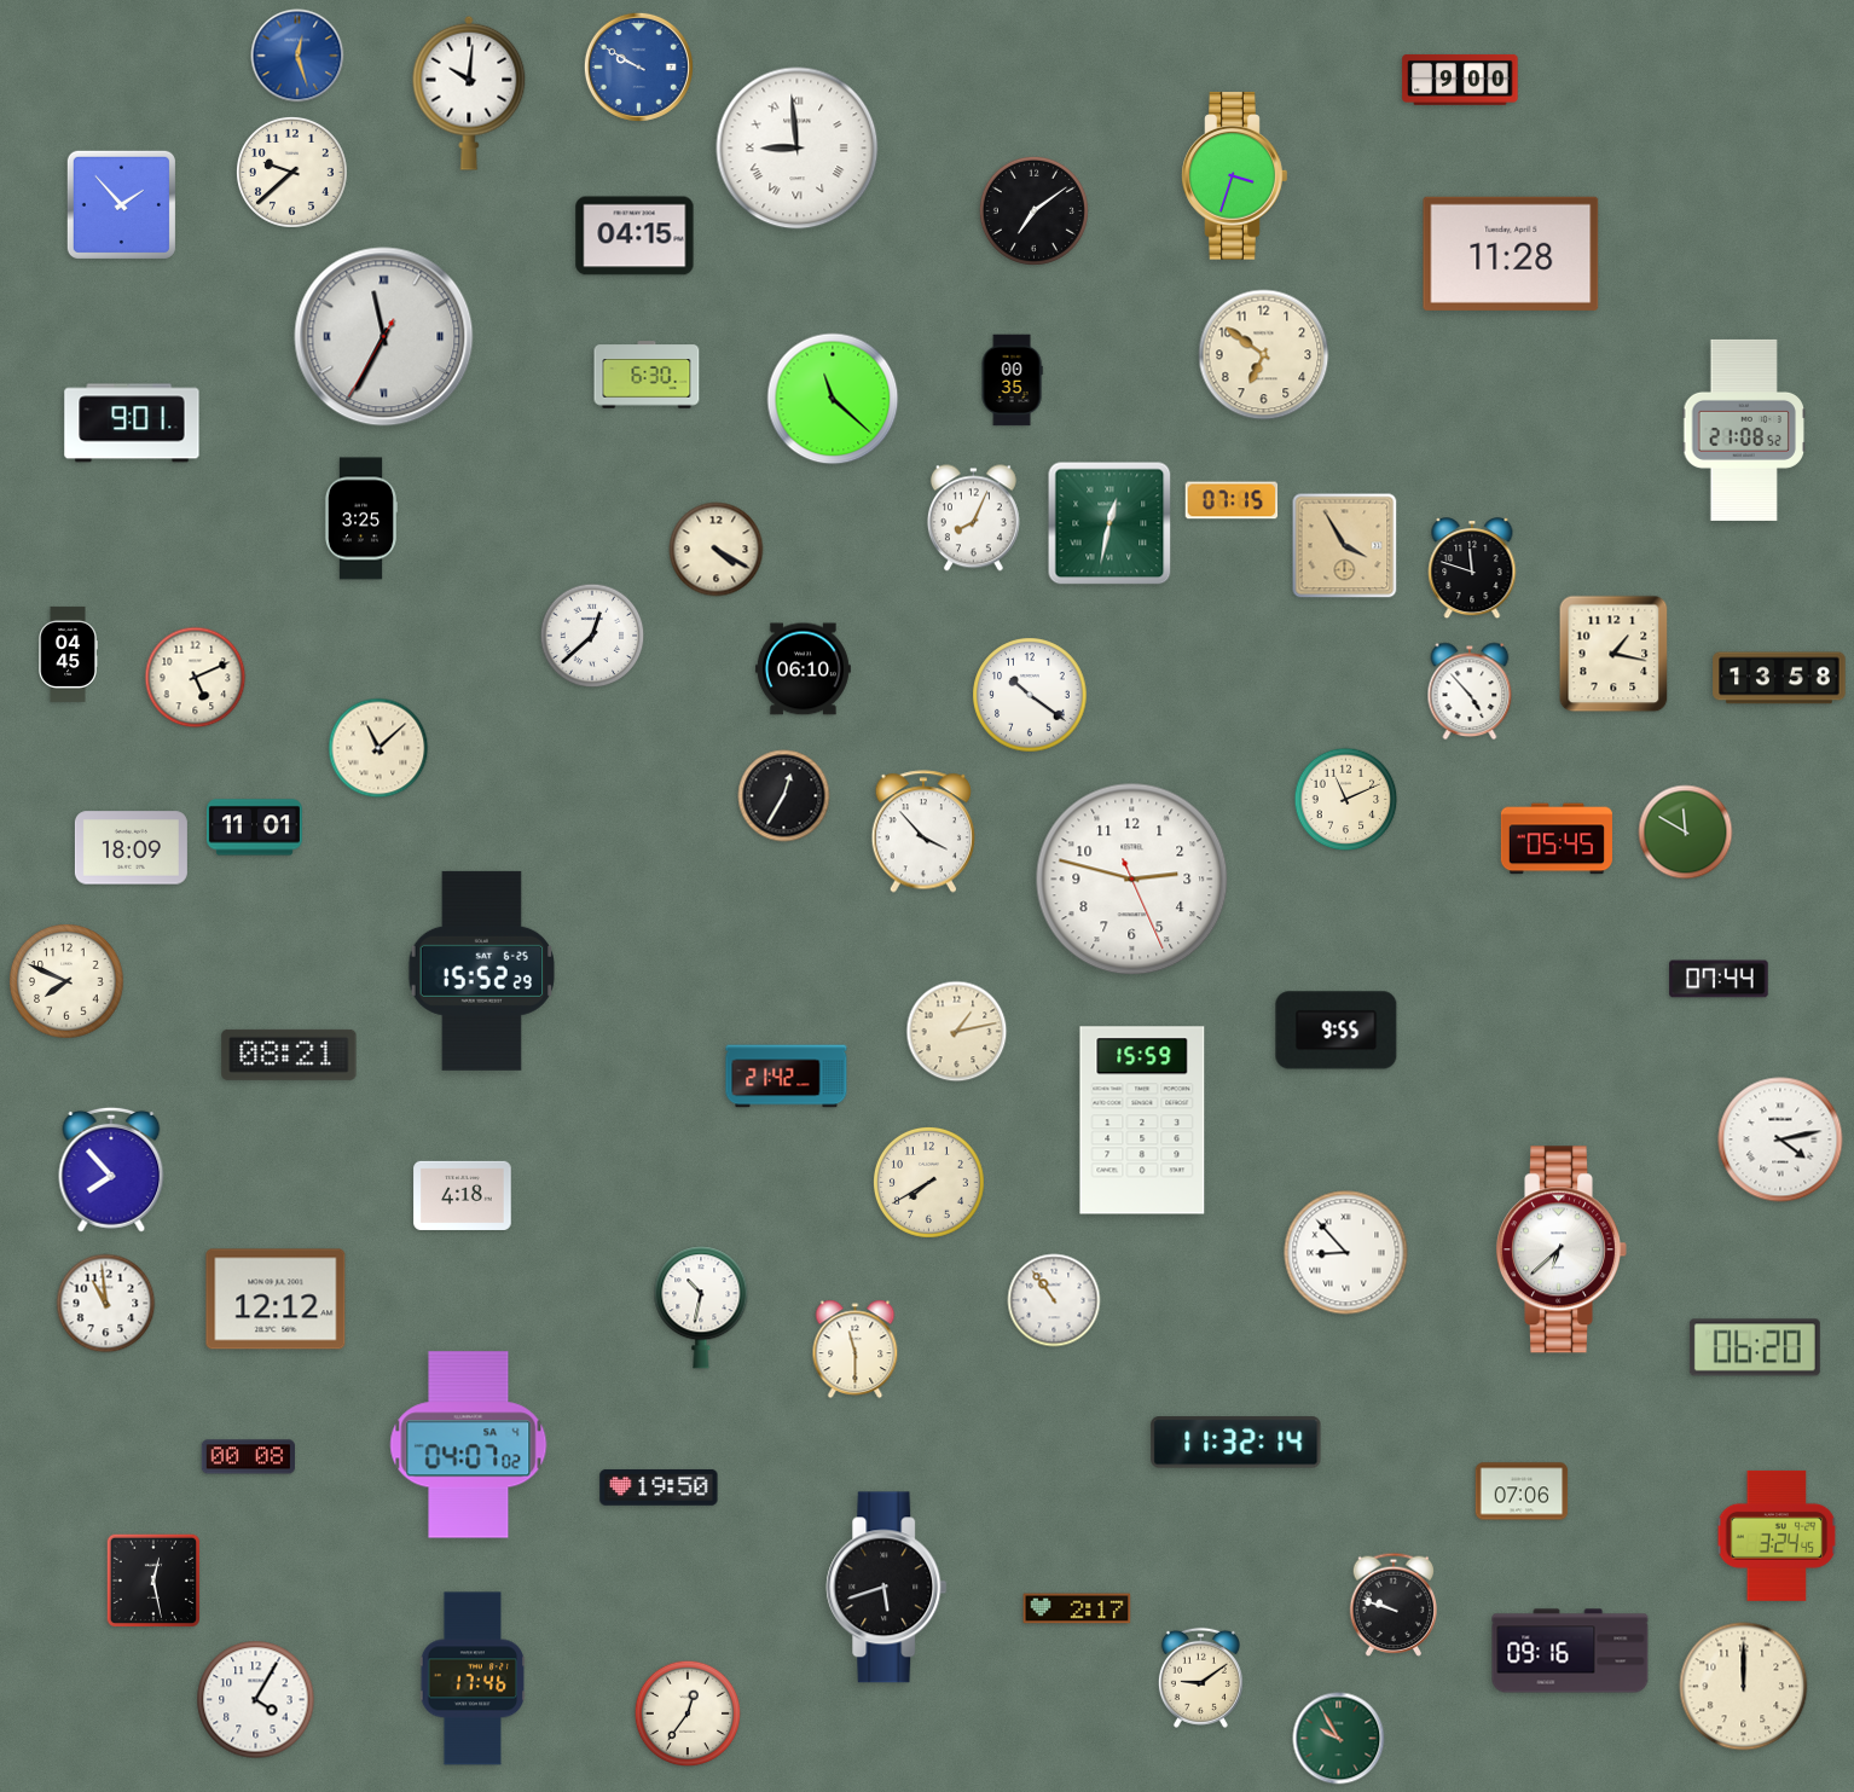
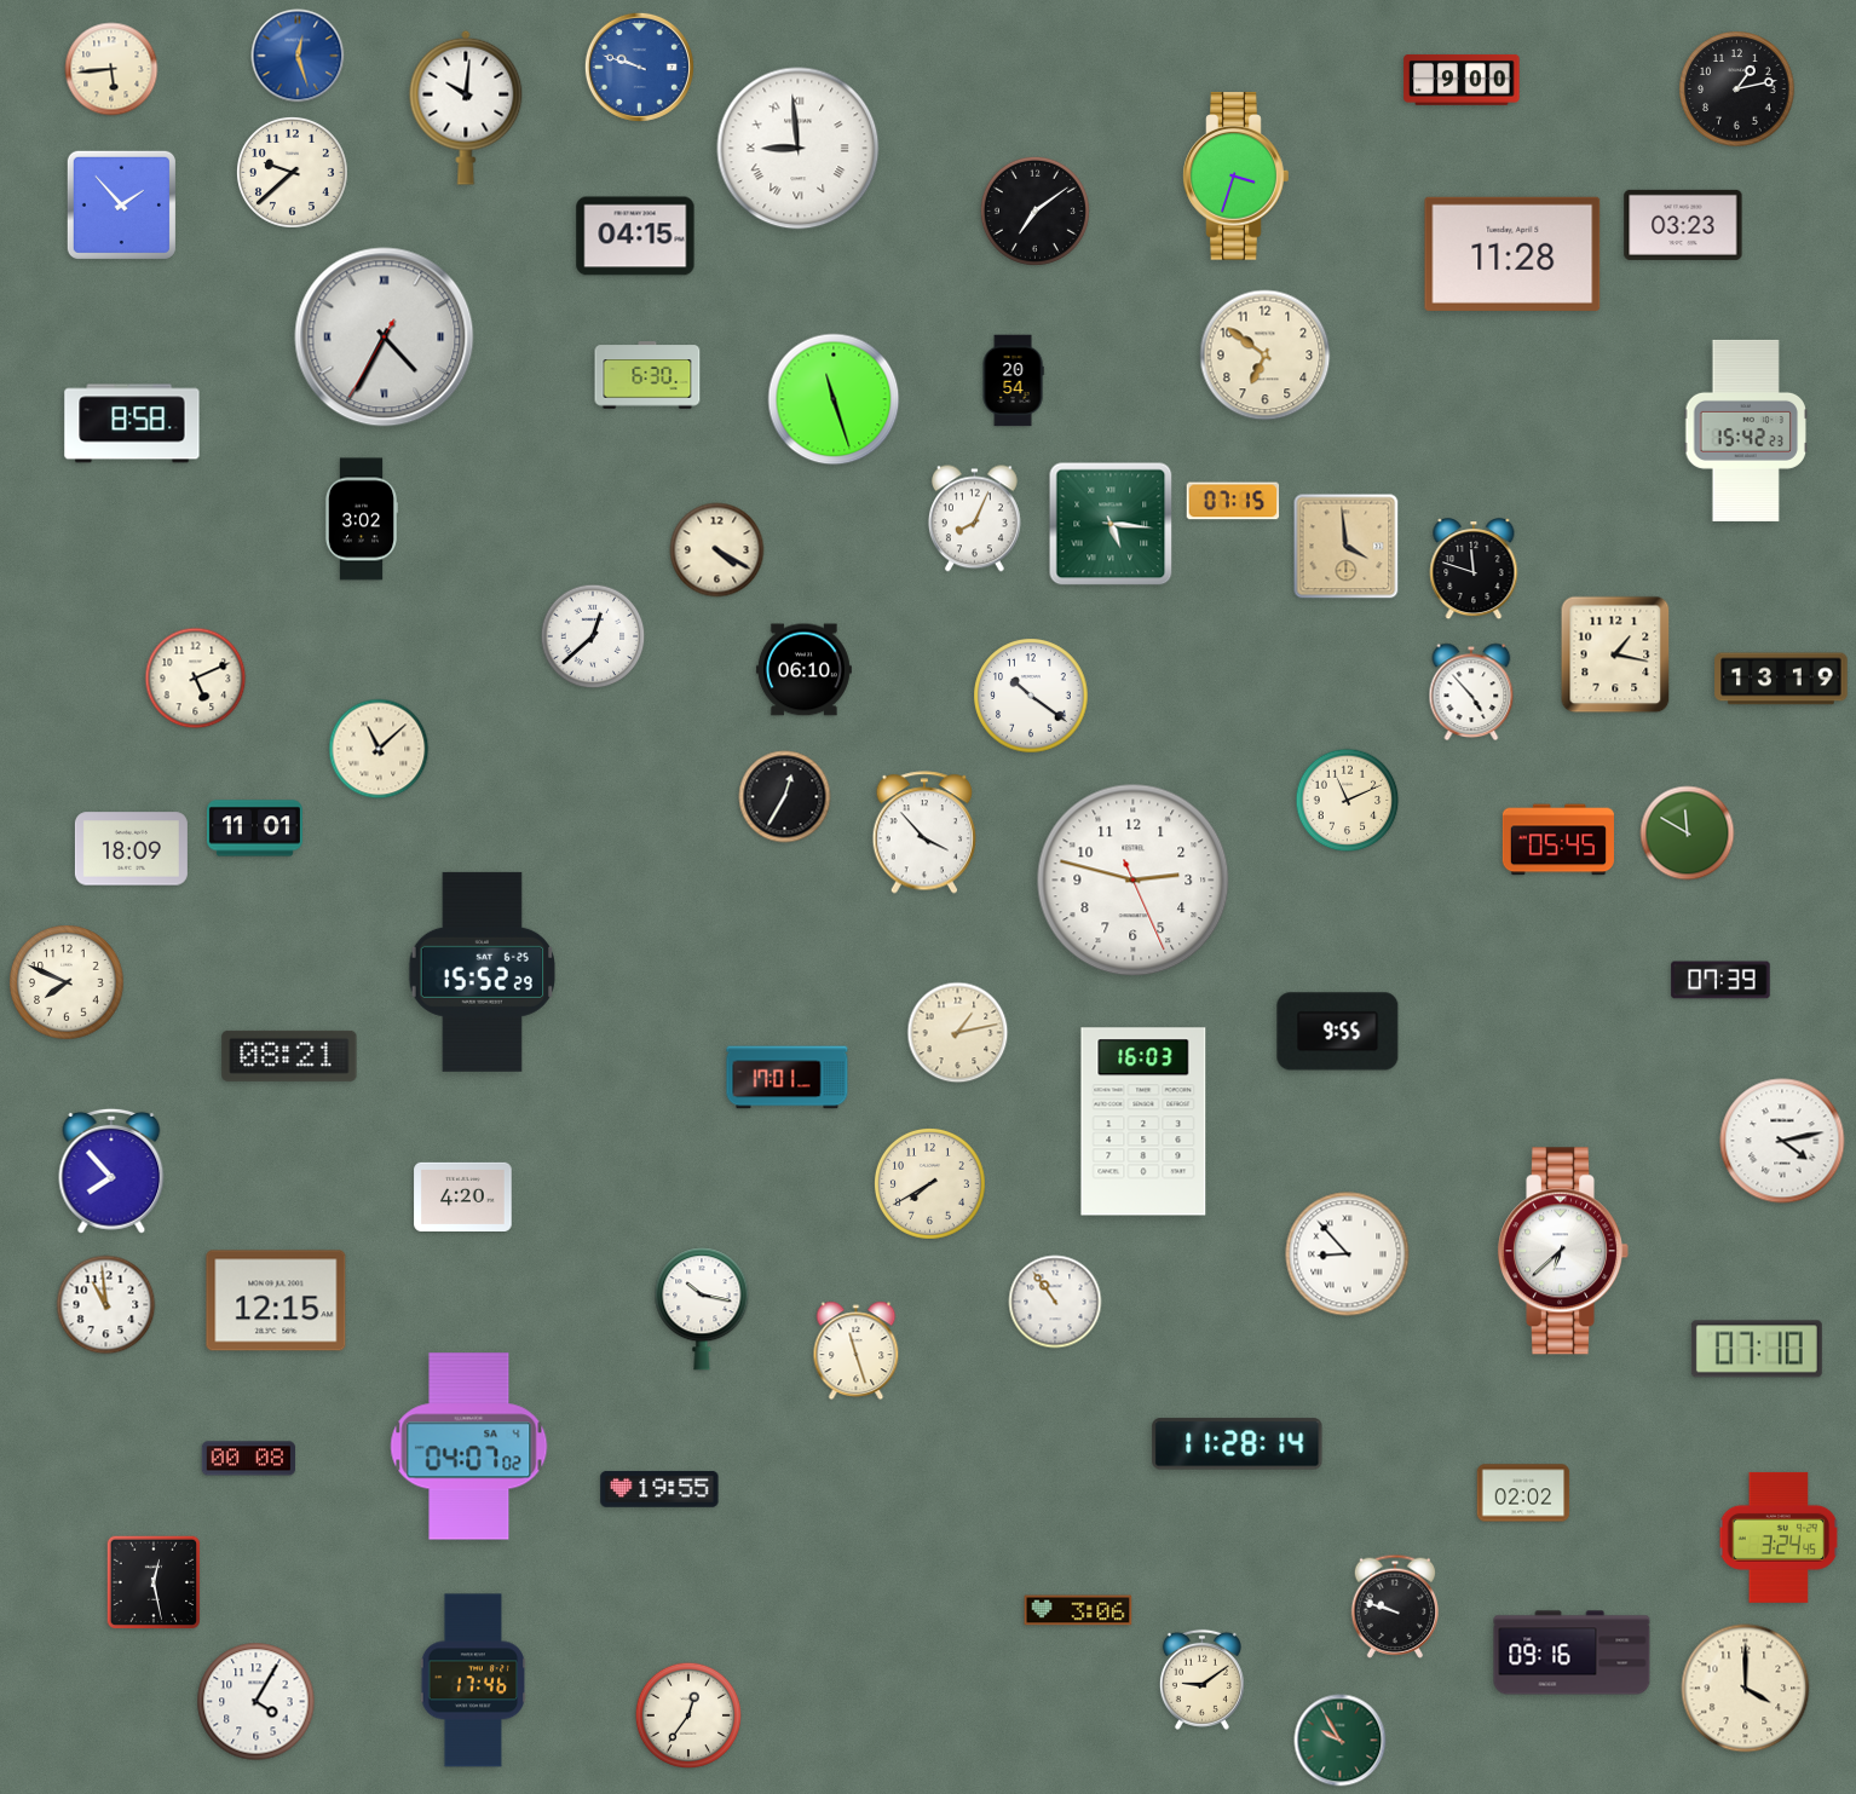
clock at (638, 66): 9:50 -> 9:48
clock at (111, 69): none -> 5:44
clock at (1737, 90): none -> 1:13
clock at (469, 93) position: (469, 93) -> (466, 108)
clock at (1683, 225): none -> 03:23
clock at (384, 337): 11:34 -> 4:34
clock at (1012, 381): 00:35 -> 20:54
clock at (833, 399): 11:22 -> 11:27
clock at (132, 423): 9:01 -> 8:58
clock at (1744, 430): 21:08 -> 15:42
clock at (360, 518): 3:25 -> 3:02
clock at (1109, 523): 12:32 -> 5:16
clock at (1345, 546): 3:55 -> 3:59
clock at (68, 654): 04:45 -> none
clock at (1779, 678): 13:58 -> 13:19
clock at (1719, 979): 07:44 -> 07:39
clock at (787, 1077): 21:42 -> 17:01
clock at (1142, 1120): 15:59 -> 16:03
clock at (463, 1195): 4:18 -> 4:20
clock at (276, 1299): 12:12 -> 12:15
clock at (701, 1307): 10:32 -> 10:17
clock at (1755, 1347): 06:20 -> 07:10
clock at (856, 1350): 11:30 -> 11:27
clock at (1236, 1443): 11:32 -> 11:28
clock at (659, 1487): 19:50 -> 19:55
clock at (1522, 1491): 07:06 -> 02:02
clock at (887, 1588): 5:42 -> none
clock at (1077, 1608): 2:17 -> 3:06
clock at (1744, 1687): 12:00 -> 4:00
